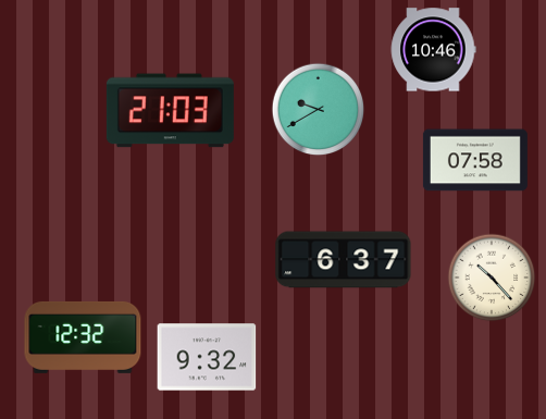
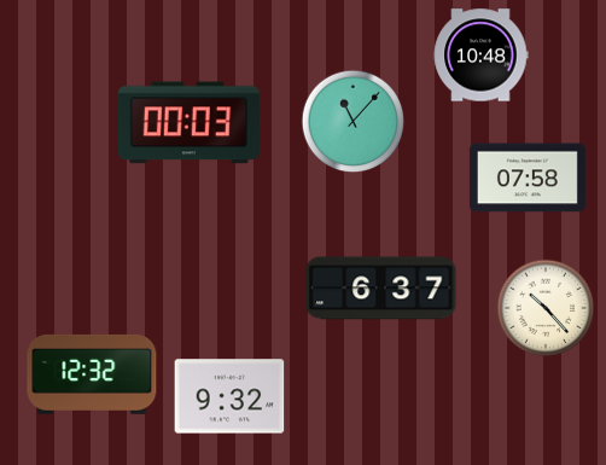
clock at (433, 50): 10:46 -> 10:48
clock at (319, 110): 9:40 -> 11:07
clock at (170, 111): 21:03 -> 00:03
